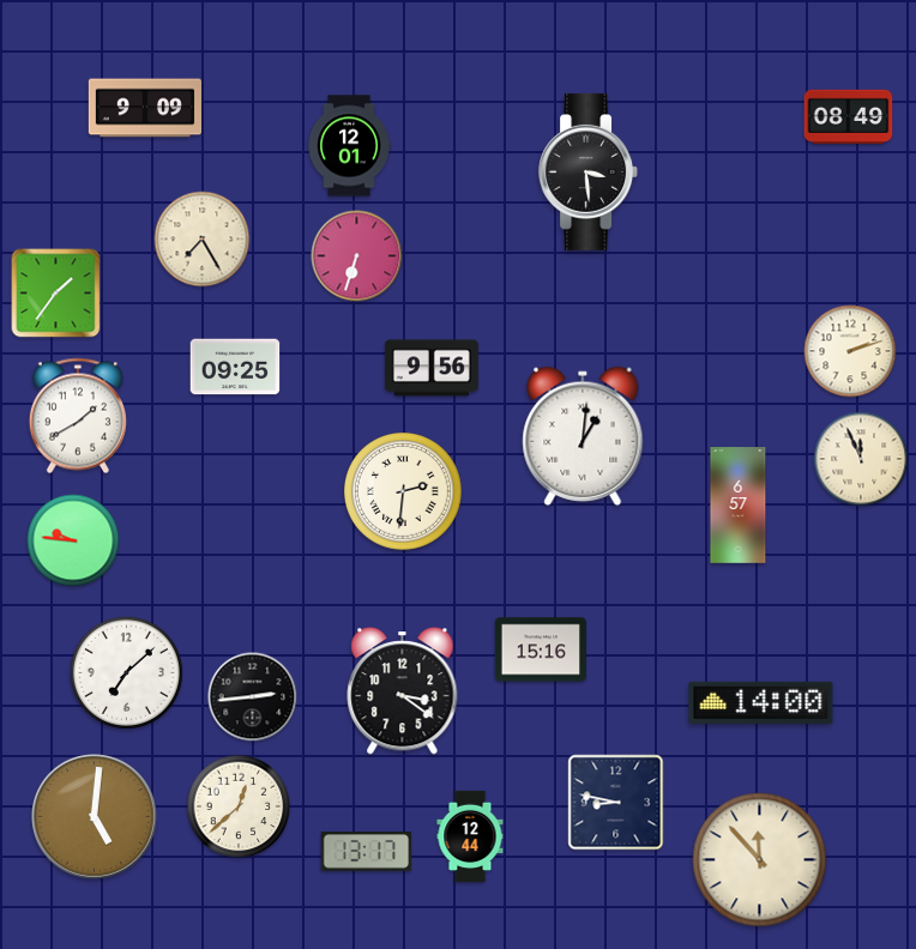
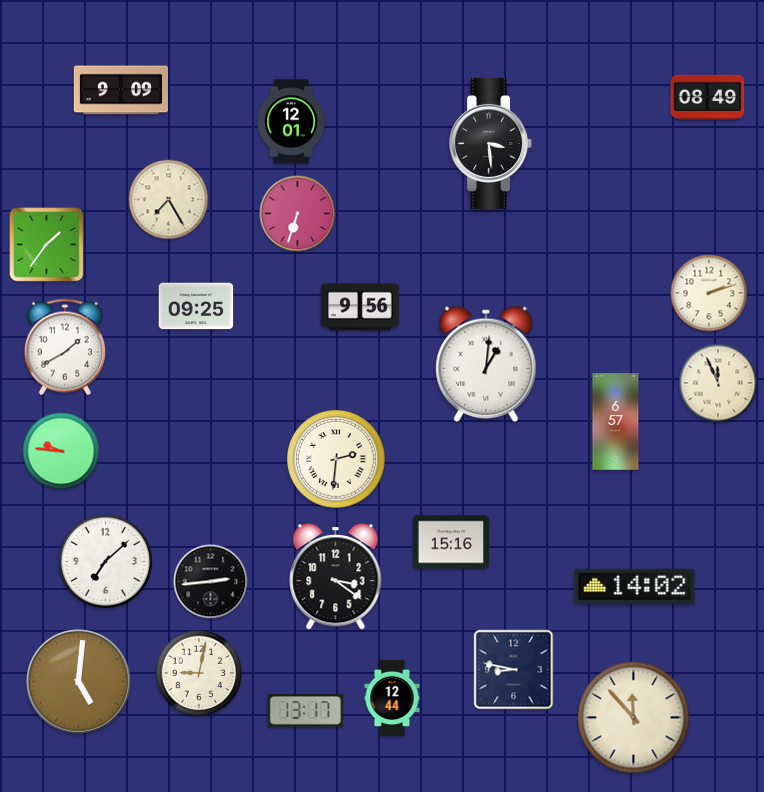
clock at (404, 492) position: (404, 492) -> (337, 460)
clock at (761, 702): 14:00 -> 14:02
clock at (239, 806): 12:38 -> 9:02
